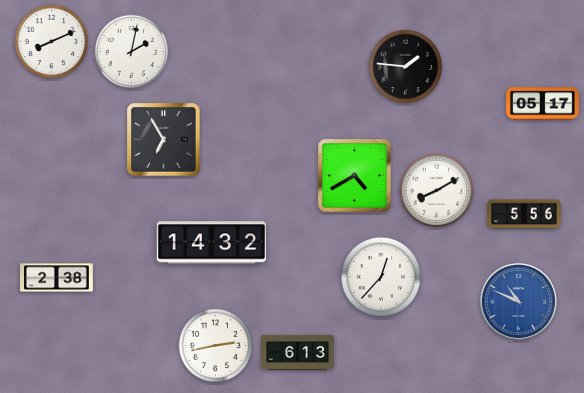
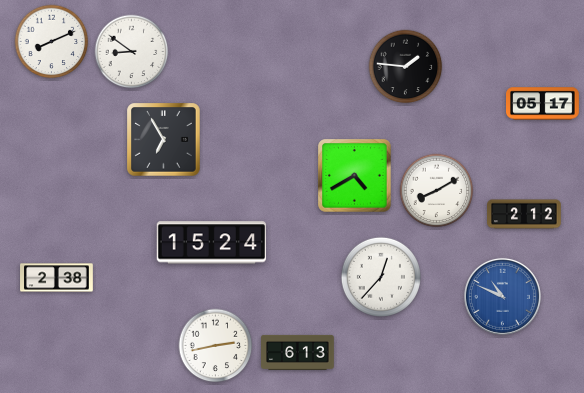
clock at (132, 52): 2:02 -> 8:51
clock at (524, 214): 5:56 -> 2:12
clock at (211, 243): 14:32 -> 15:24
clock at (518, 301) position: (518, 301) -> (502, 296)
